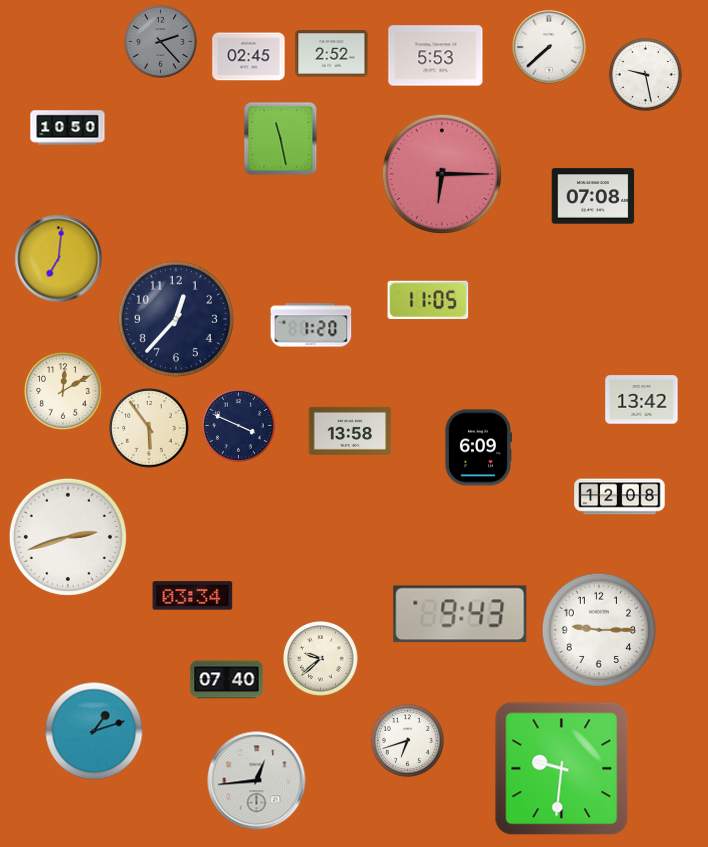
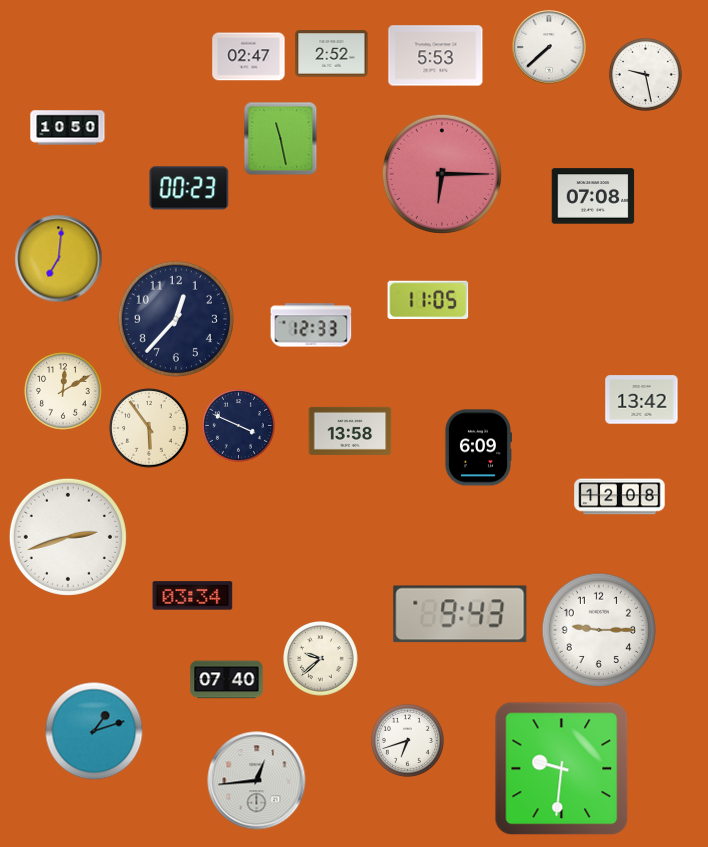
clock at (160, 41): 2:23 -> none
clock at (249, 57): 02:45 -> 02:47
clock at (189, 188): none -> 00:23
clock at (311, 325): 1:20 -> 12:33
